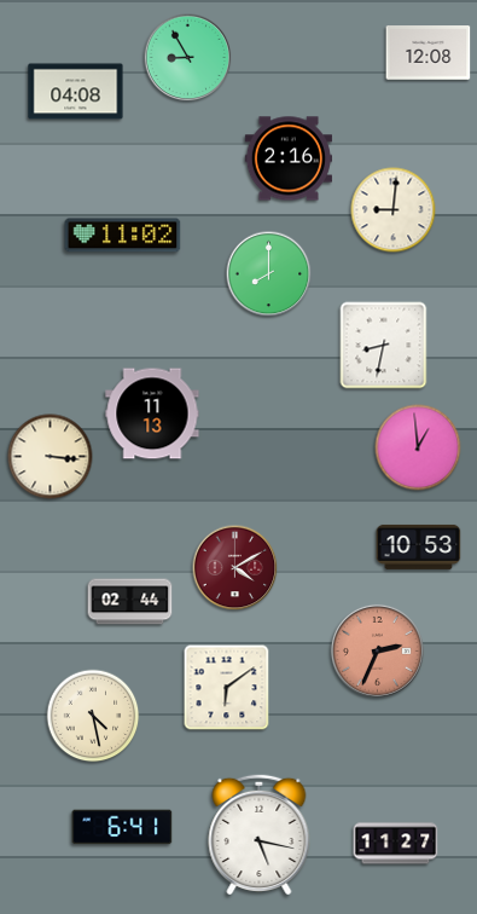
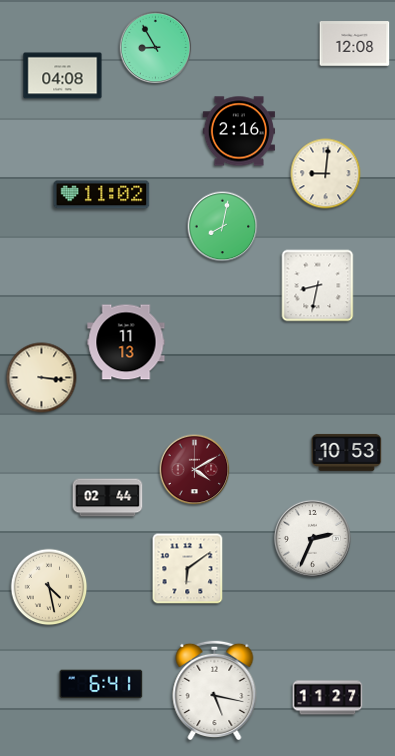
clock at (269, 274): 8:00 -> 8:02
clock at (418, 447): 12:59 -> none
clock at (377, 650) dial: salmon -> white
clock at (93, 716) position: (93, 716) -> (49, 587)
